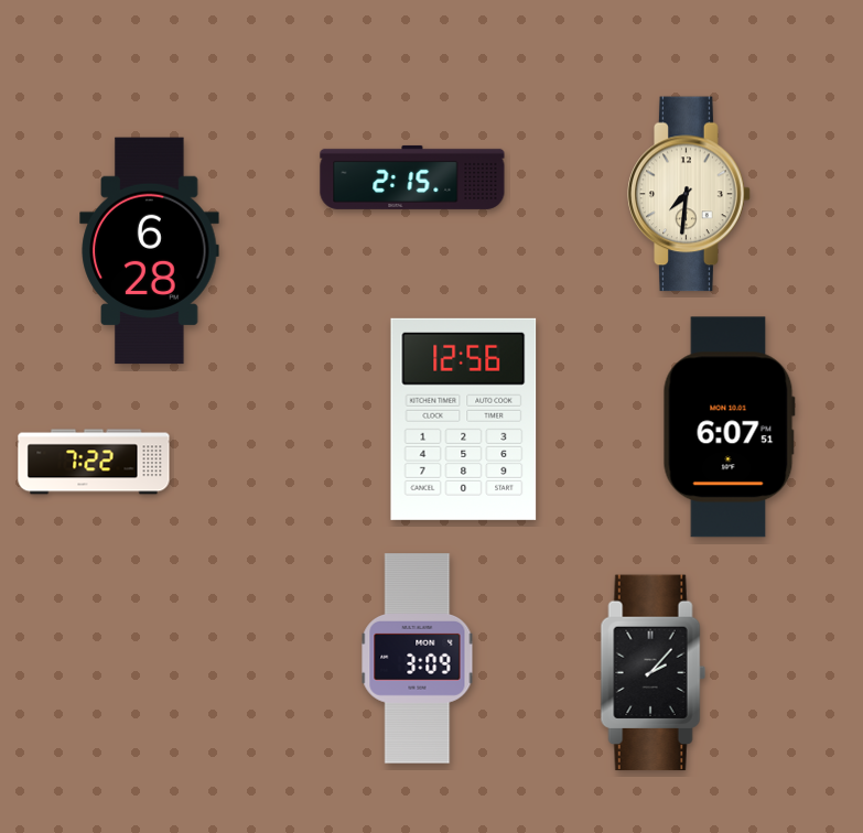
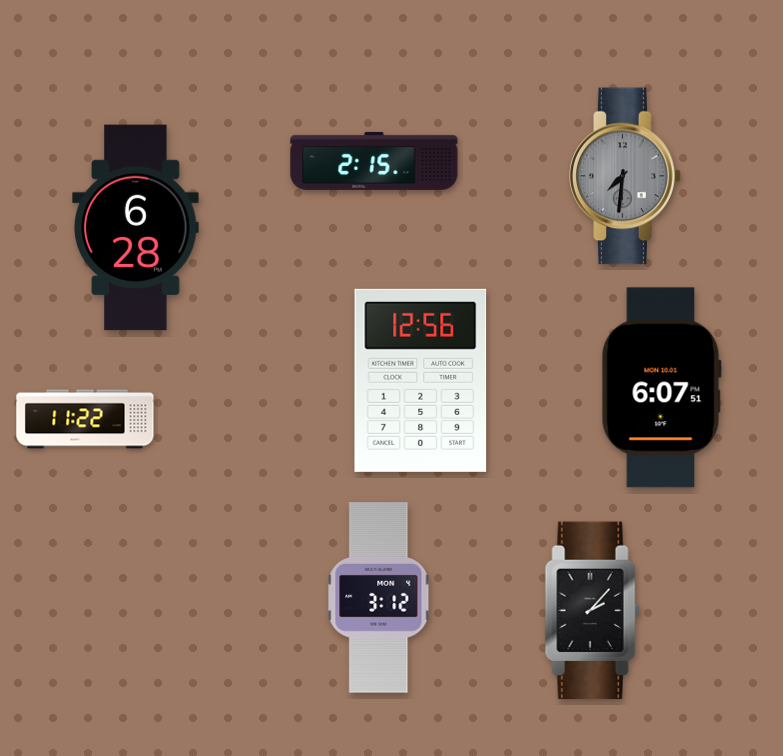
clock at (689, 194) dial: cream -> grey
clock at (94, 462): 7:22 -> 11:22
clock at (418, 659): 3:09 -> 3:12
